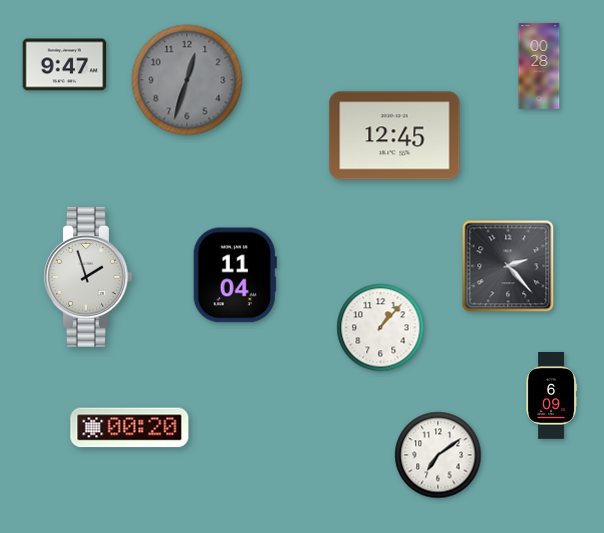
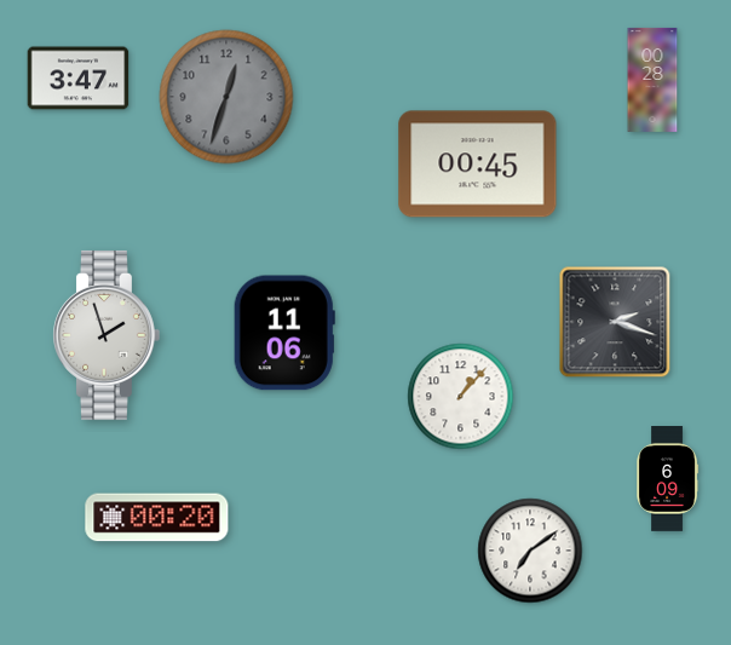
clock at (65, 65): 9:47 -> 3:47
clock at (395, 136): 12:45 -> 00:45
clock at (508, 266): 2:23 -> 2:18
clock at (235, 275): 11:04 -> 11:06
